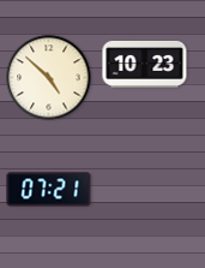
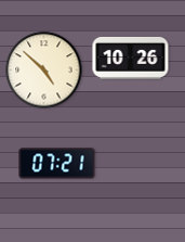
clock at (145, 64): 10:23 -> 10:26
clock at (49, 190) position: (49, 190) -> (57, 164)
